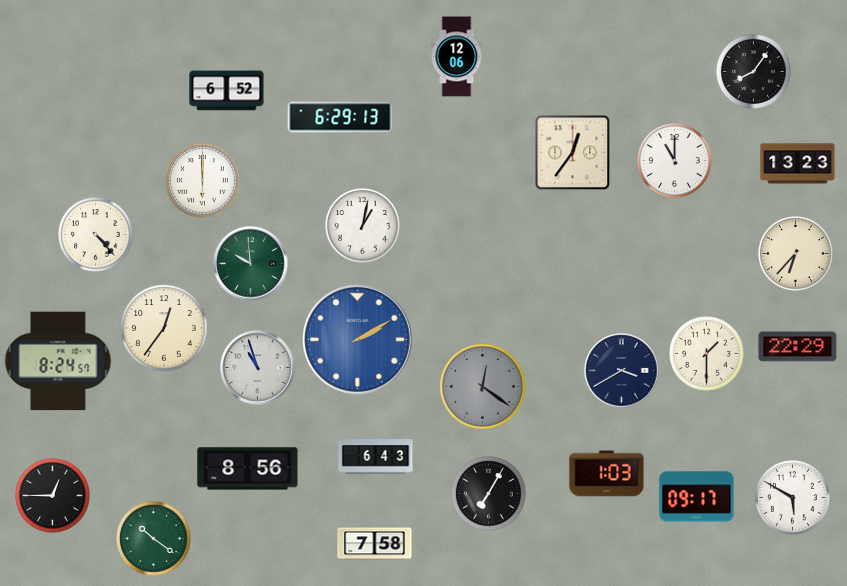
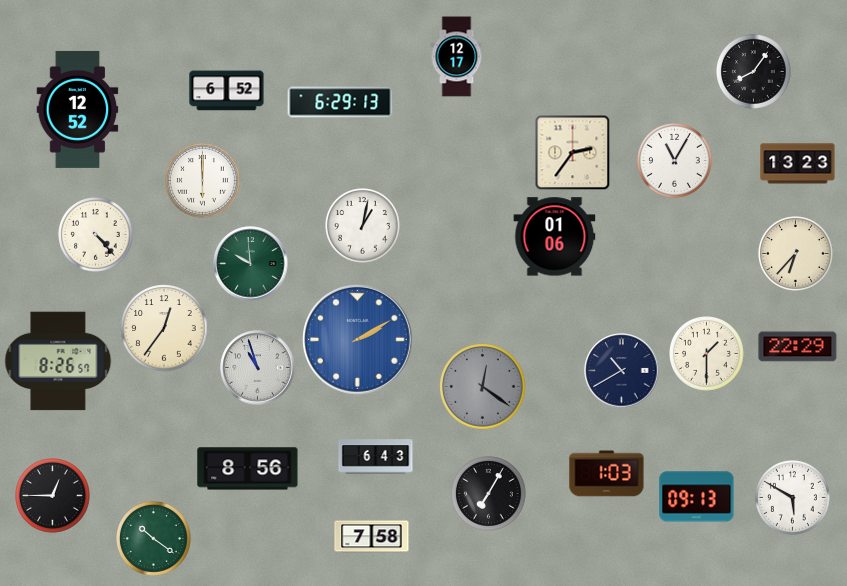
clock at (457, 57): 12:06 -> 12:17
clock at (78, 109): none -> 12:52
clock at (340, 117) position: (340, 117) -> (340, 102)
clock at (573, 153): 12:36 -> 2:36
clock at (675, 161): 11:00 -> 11:05
clock at (555, 237): none -> 01:06
clock at (58, 361): 8:24 -> 8:26
clock at (622, 371): 3:40 -> 10:40
clock at (697, 497): 09:17 -> 09:13
clock at (375, 544) position: (375, 544) -> (372, 537)
